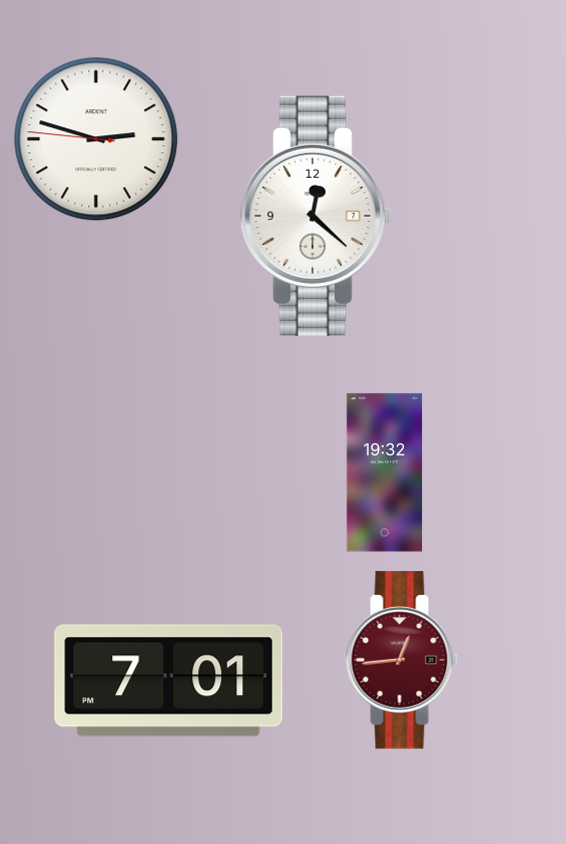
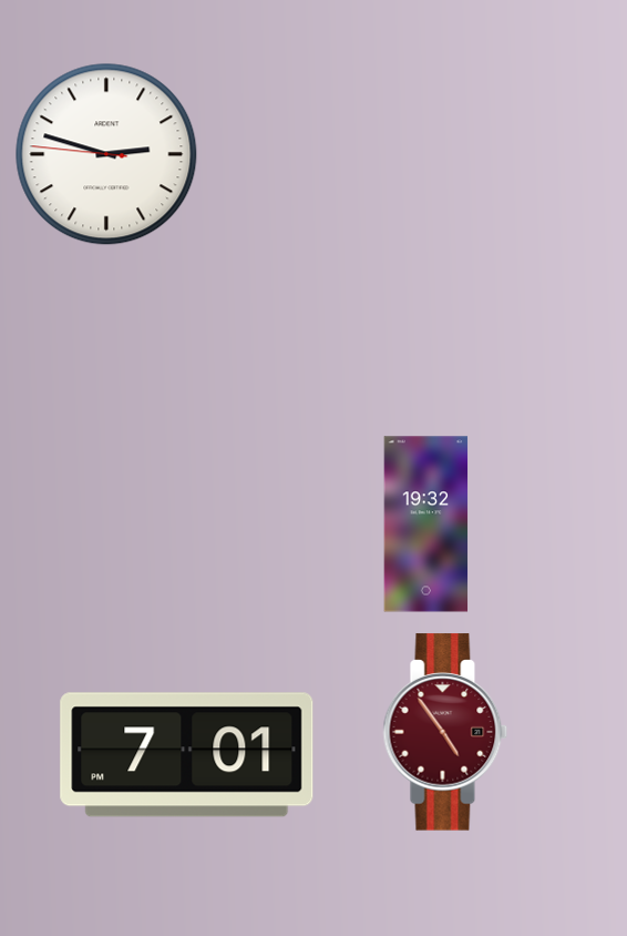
clock at (316, 216): 12:22 -> none
clock at (402, 660): 12:44 -> 4:54
